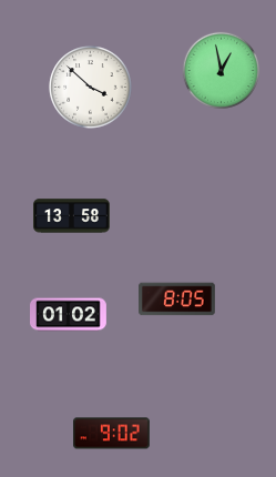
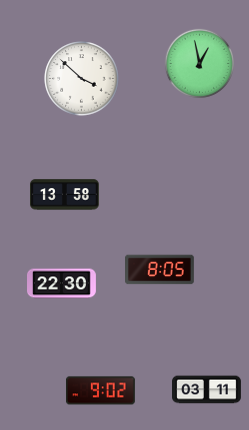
clock at (69, 315): 01:02 -> 22:30
clock at (207, 390): none -> 03:11
